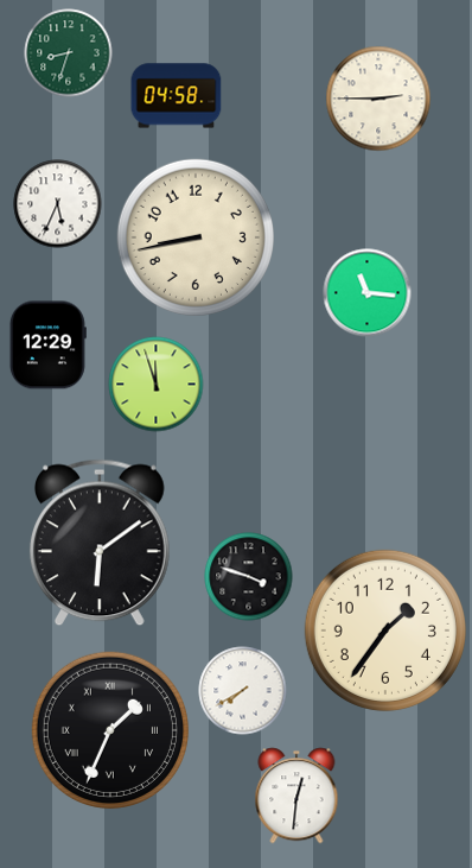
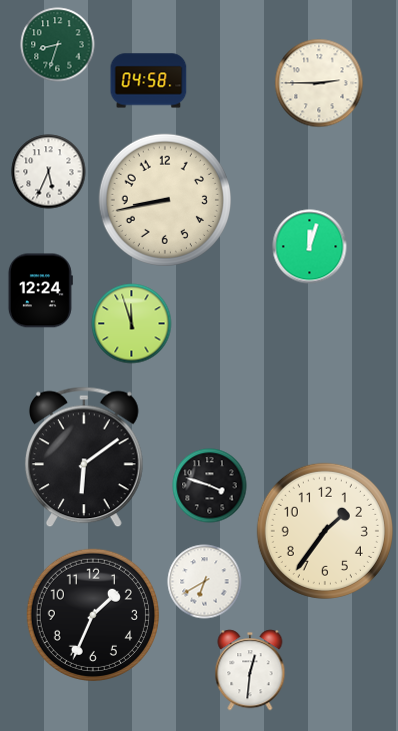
clock at (368, 293): 11:16 -> 12:03
clock at (47, 346): 12:29 -> 12:24
clock at (243, 691): 7:40 -> 6:40
clock at (110, 730) numerals: Roman -> Arabic
